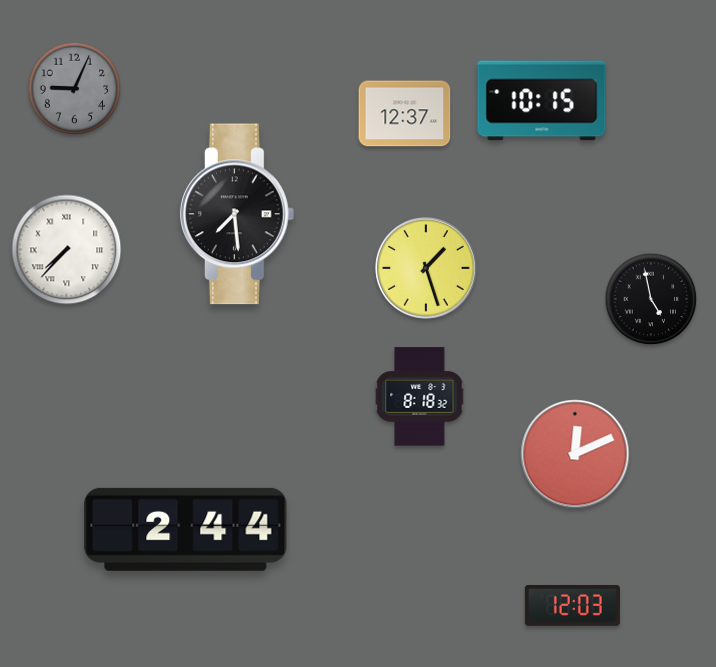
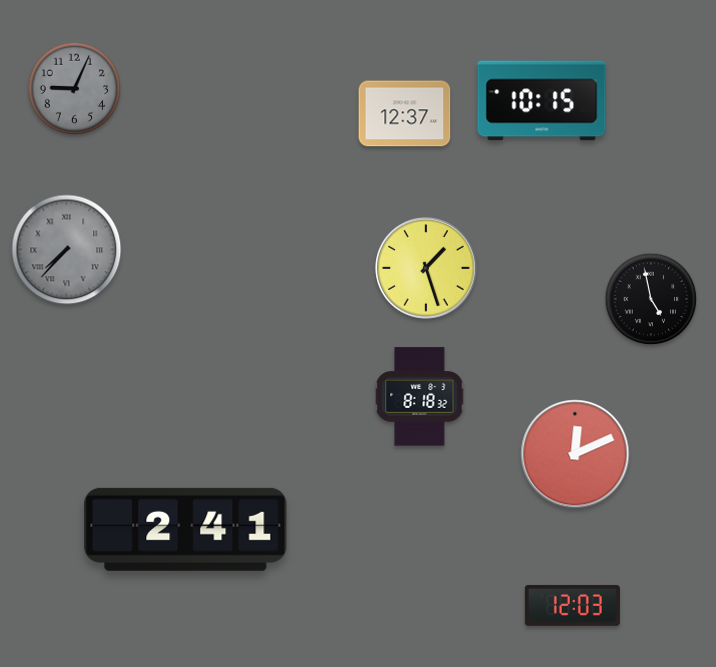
clock at (237, 214): 7:29 -> none
clock at (67, 250) dial: white -> grey
clock at (186, 529): 2:44 -> 2:41
